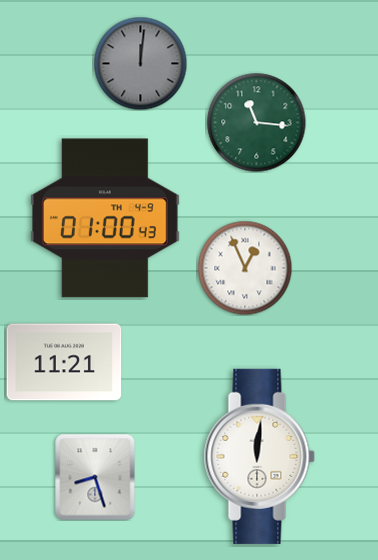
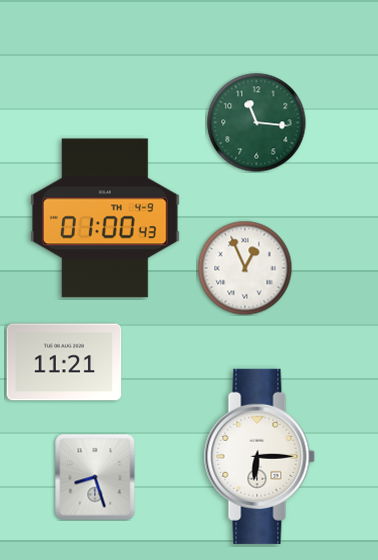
clock at (140, 63): 12:01 -> none
clock at (259, 456): 12:01 -> 6:15
